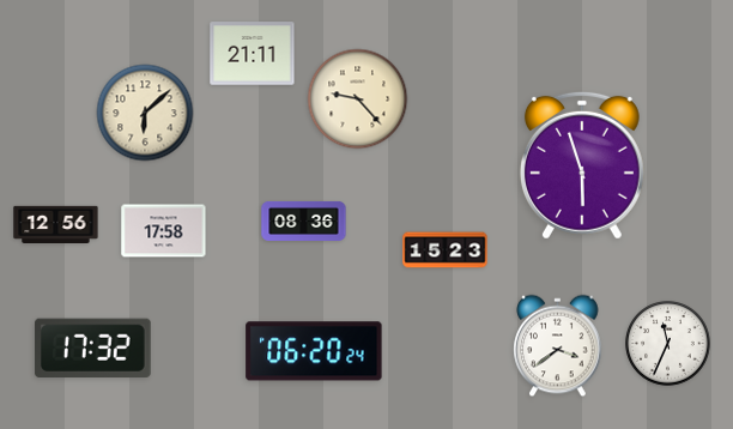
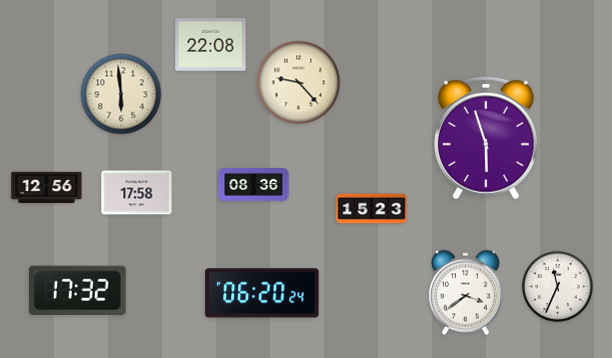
clock at (253, 54): 21:11 -> 22:08
clock at (145, 113): 6:08 -> 5:59
clock at (558, 346) position: (558, 346) -> (466, 293)
